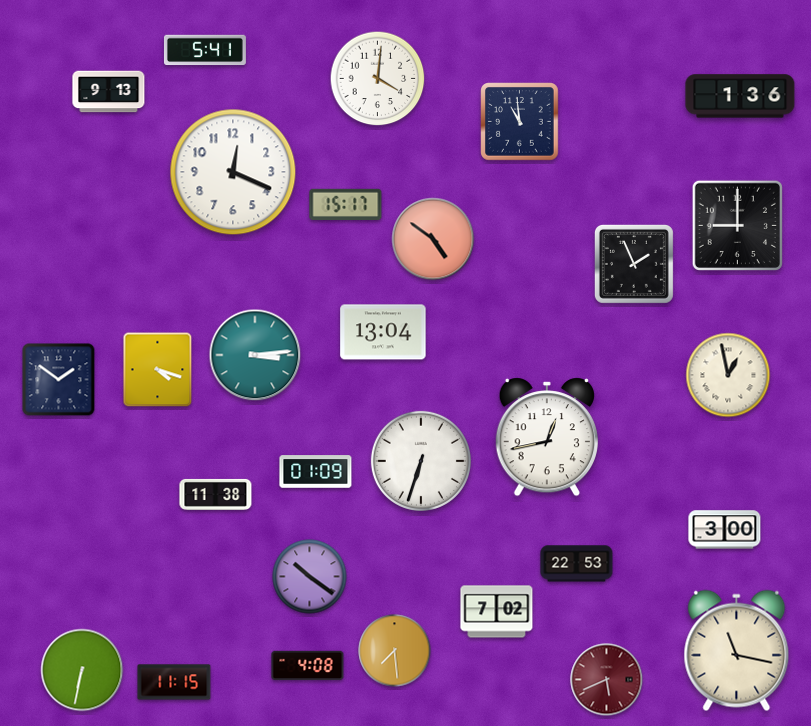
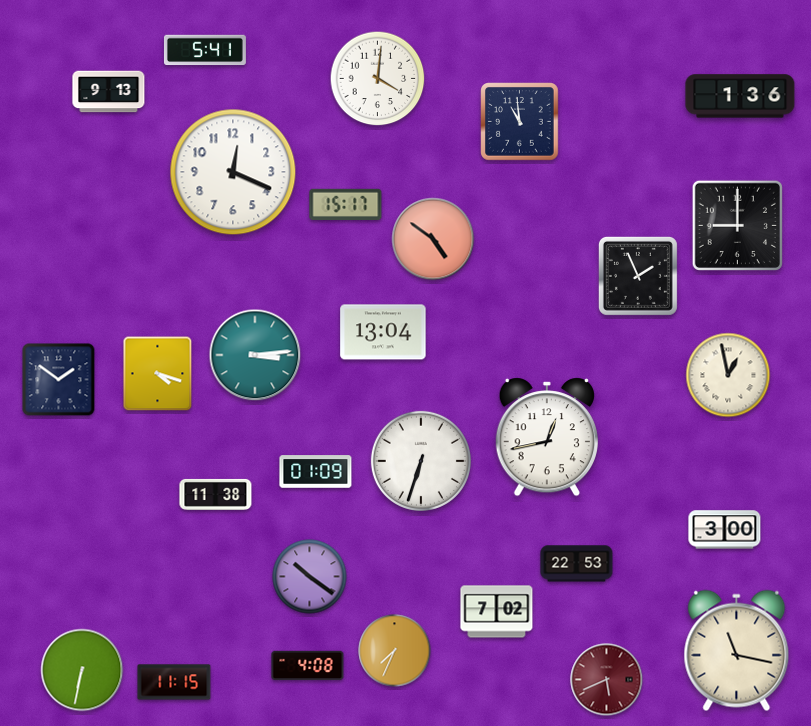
clock at (634, 264) position: (634, 264) -> (638, 276)
clock at (158, 370) position: (158, 370) -> (158, 374)
clock at (395, 651): 7:29 -> 7:34
